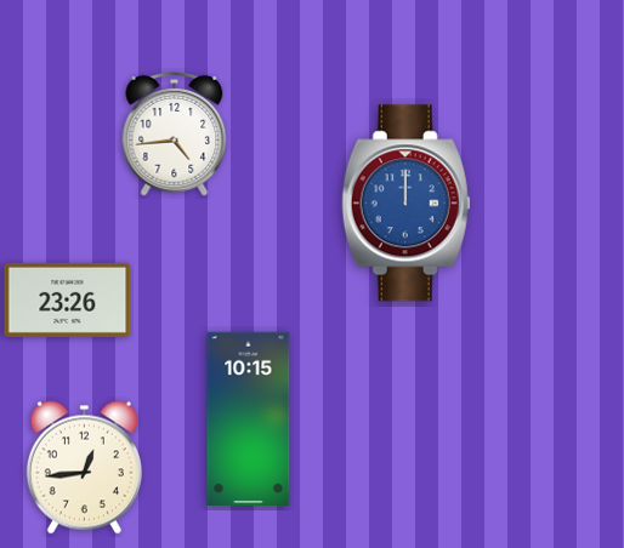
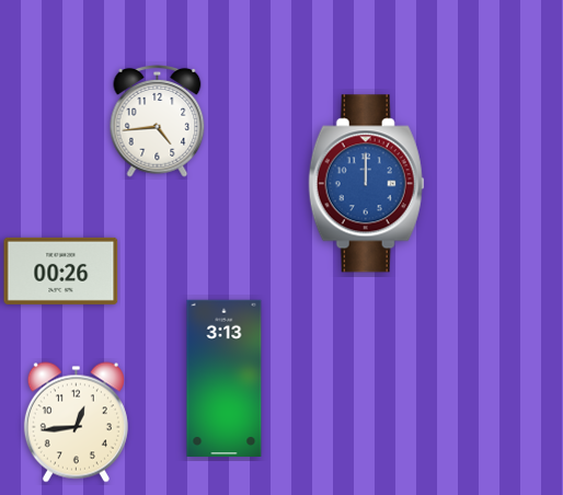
clock at (68, 299): 23:26 -> 00:26
clock at (249, 418): 10:15 -> 3:13
